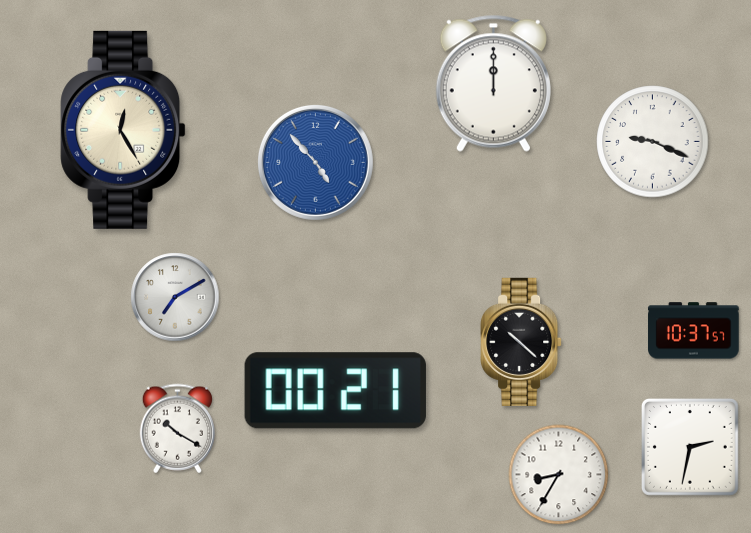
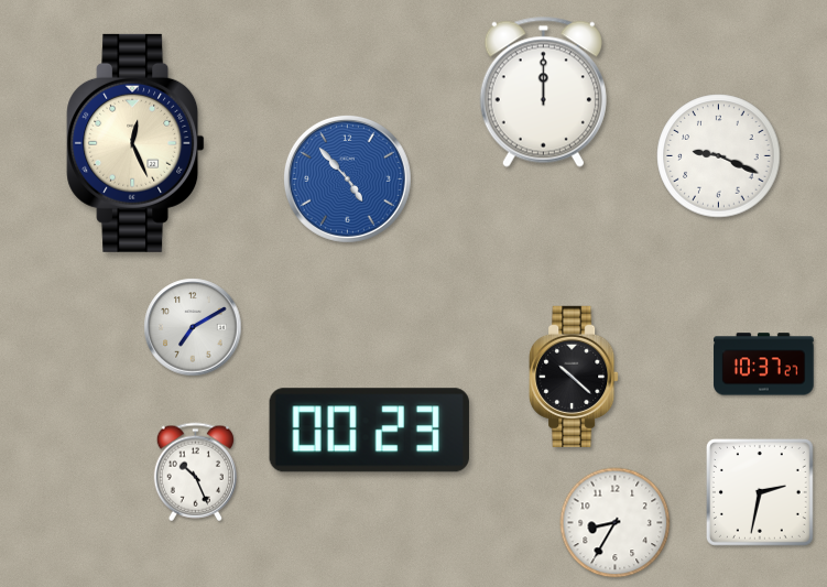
clock at (123, 130): 12:25 -> 12:26
clock at (694, 331): 10:37:57 -> 10:37:27
clock at (335, 391): 00:21 -> 00:23
clock at (177, 429): 10:20 -> 10:26
